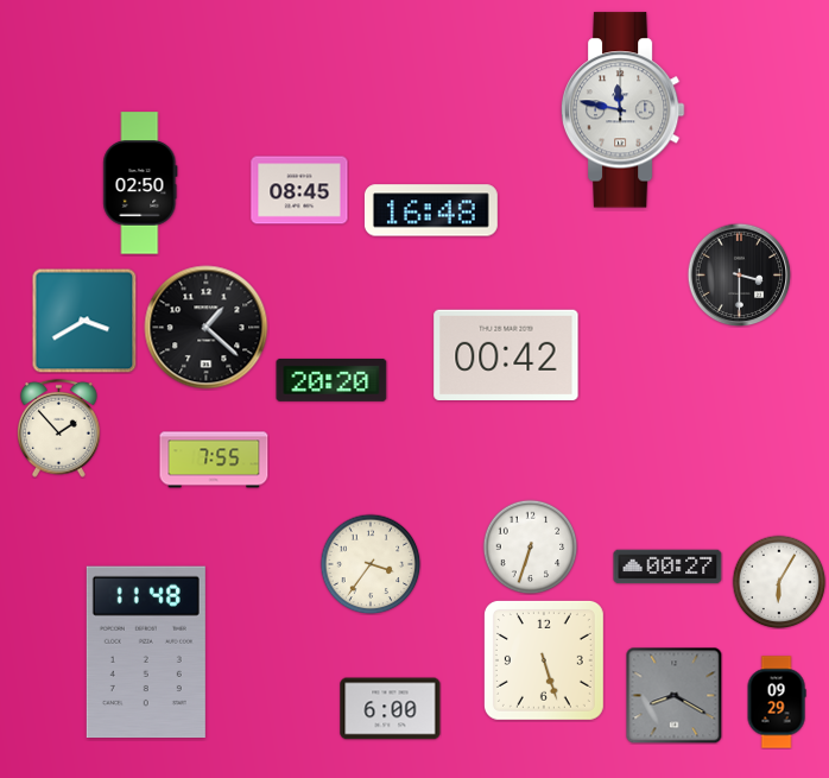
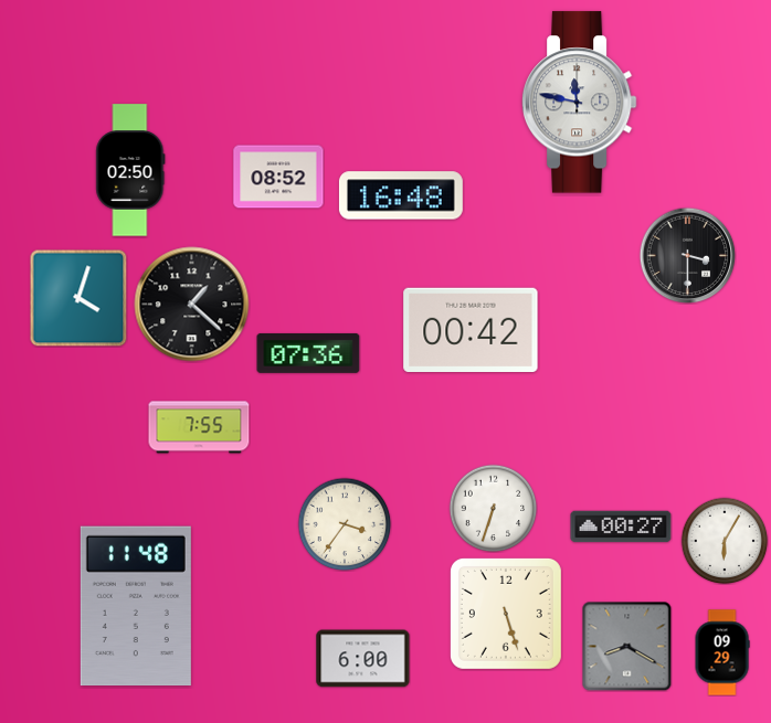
clock at (299, 190): 08:45 -> 08:52
clock at (84, 321): 3:40 -> 4:03
clock at (331, 380): 20:20 -> 07:36
clock at (59, 428): 1:53 -> none
